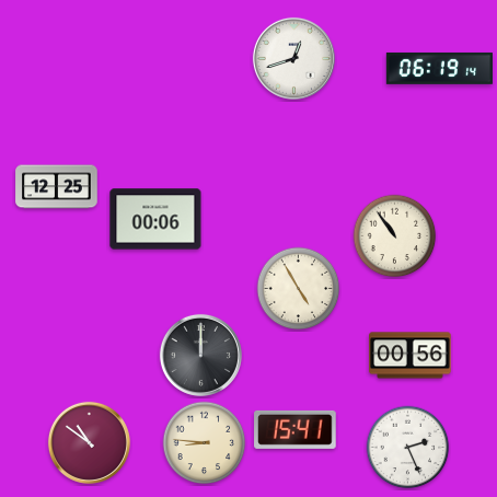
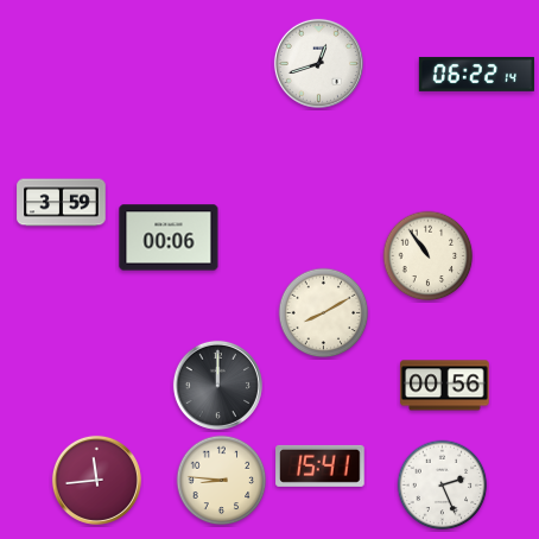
clock at (439, 68): 06:19 -> 06:22
clock at (57, 187): 12:25 -> 3:59
clock at (299, 289): 4:55 -> 8:10
clock at (89, 442): 10:51 -> 11:44
